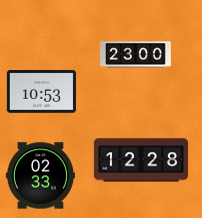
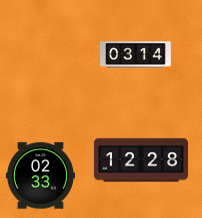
clock at (136, 55): 23:00 -> 03:14
clock at (41, 92): 10:53 -> none
